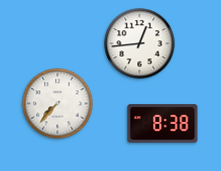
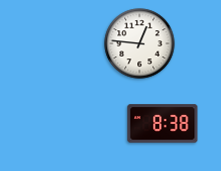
clock at (140, 44): 12:44 -> 12:46
clock at (58, 104): 7:37 -> none
